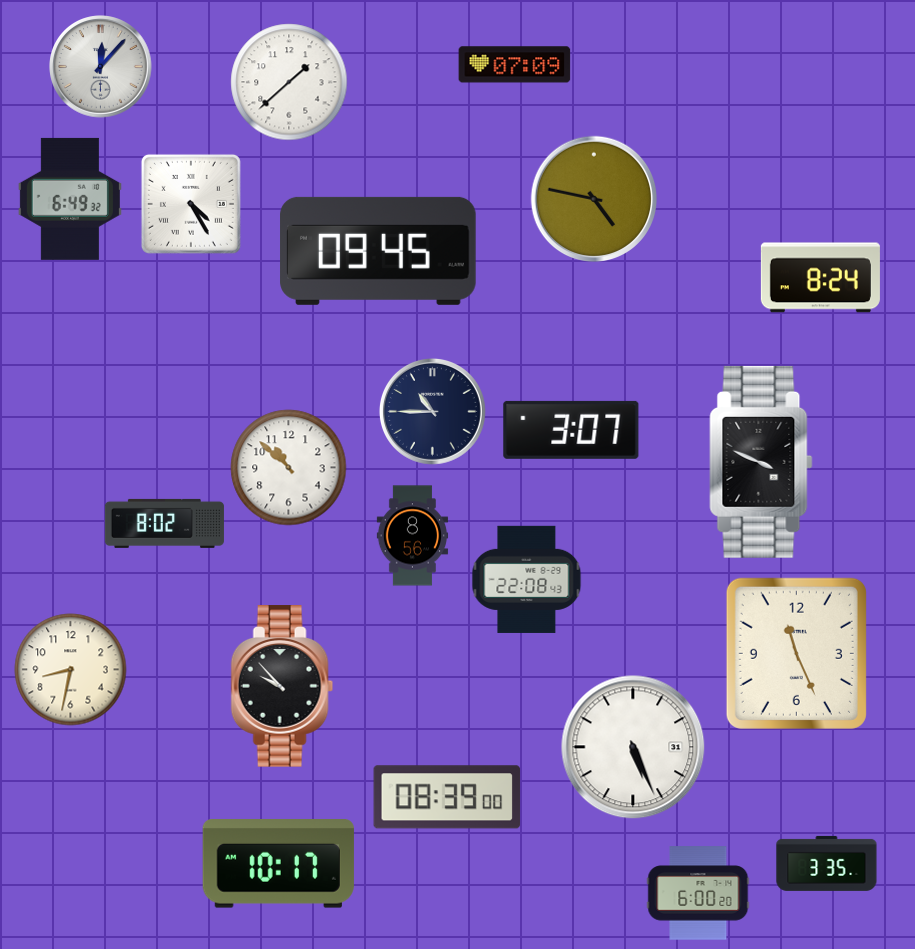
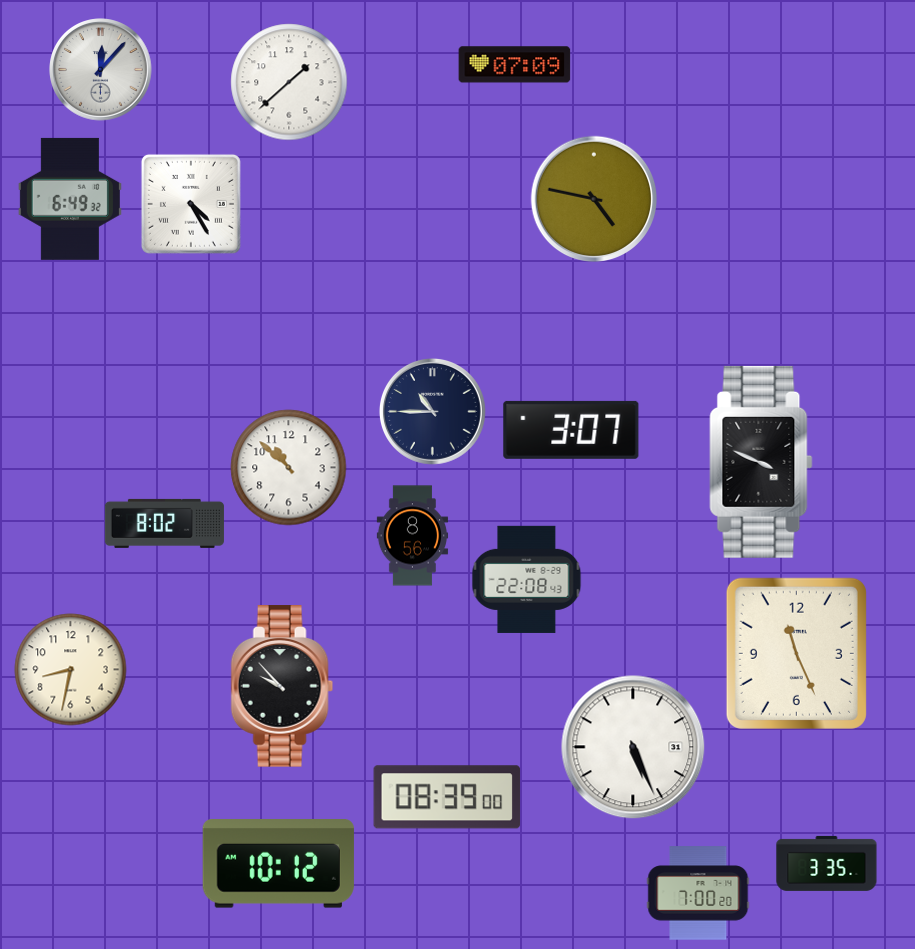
clock at (101, 67) position: (101, 67) -> (101, 70)
clock at (378, 251): 09:45 -> none
clock at (820, 278): 8:24 -> none
clock at (278, 864): 10:17 -> 10:12
clock at (698, 893): 6:00 -> 7:00
